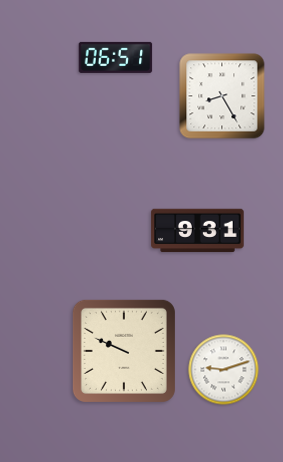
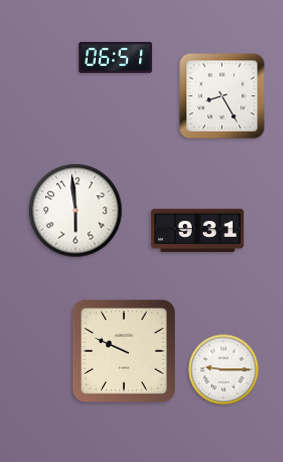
clock at (76, 211): none -> 5:59
clock at (224, 370): 9:12 -> 9:15
